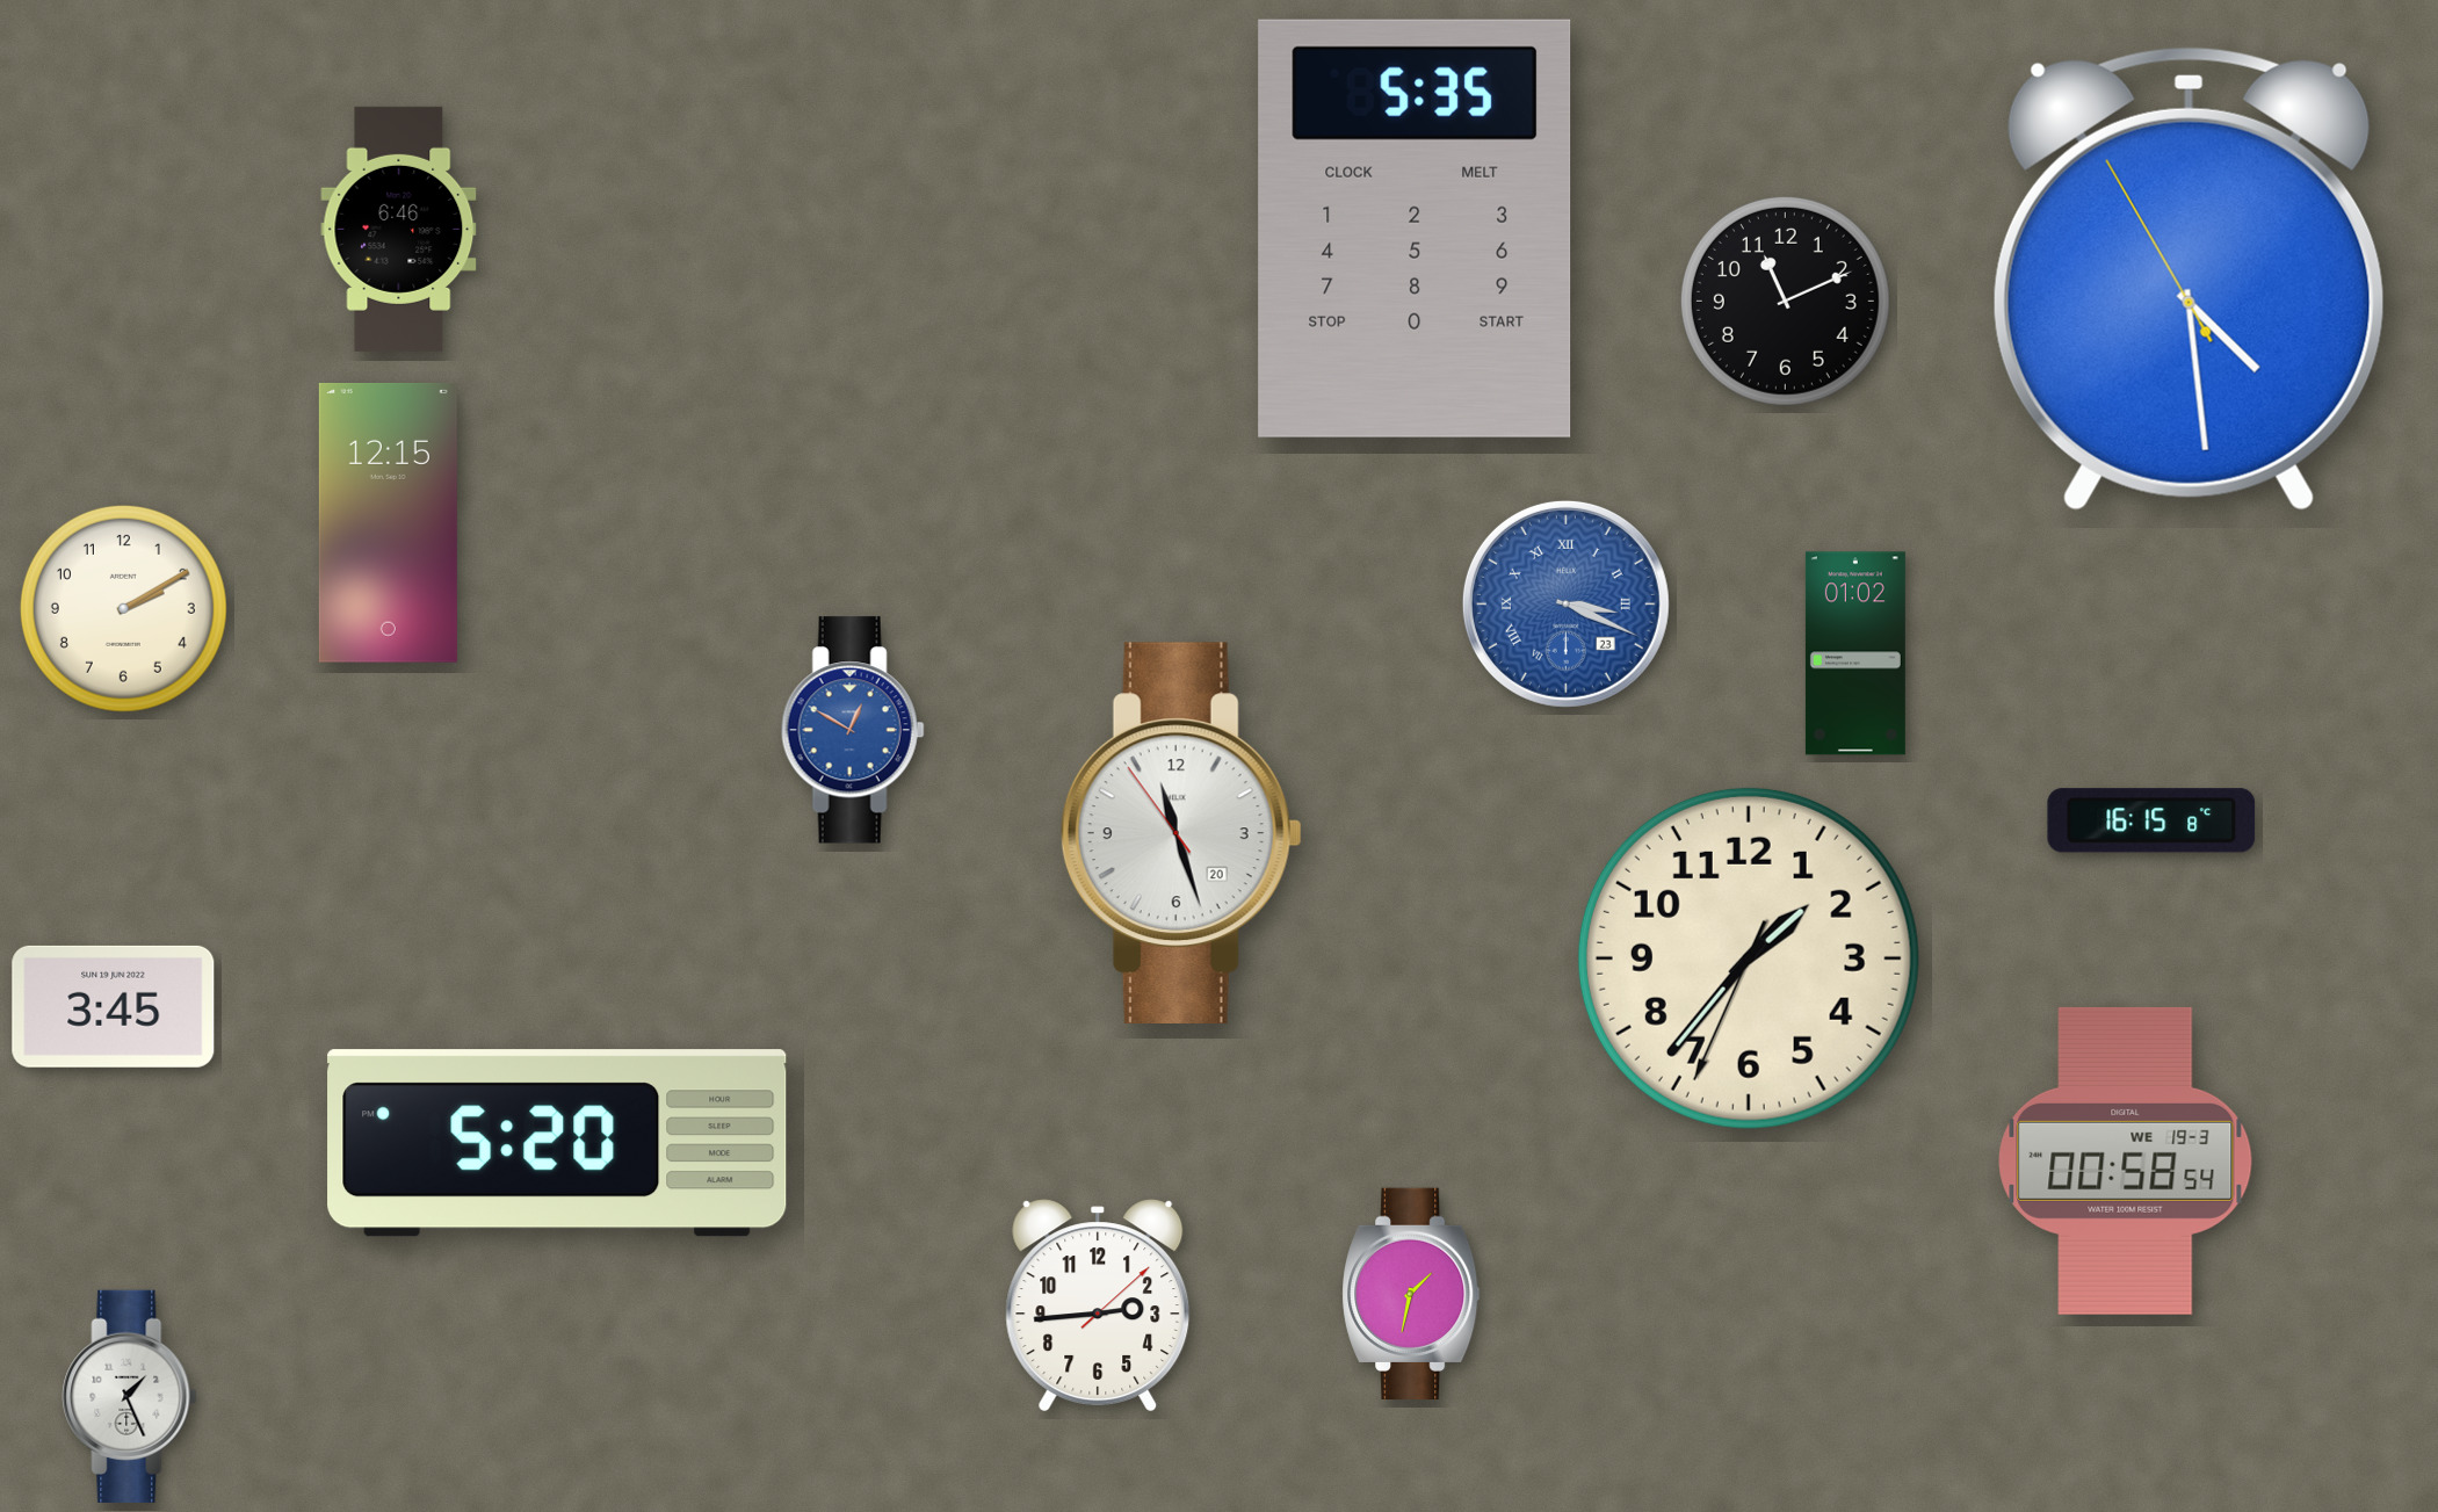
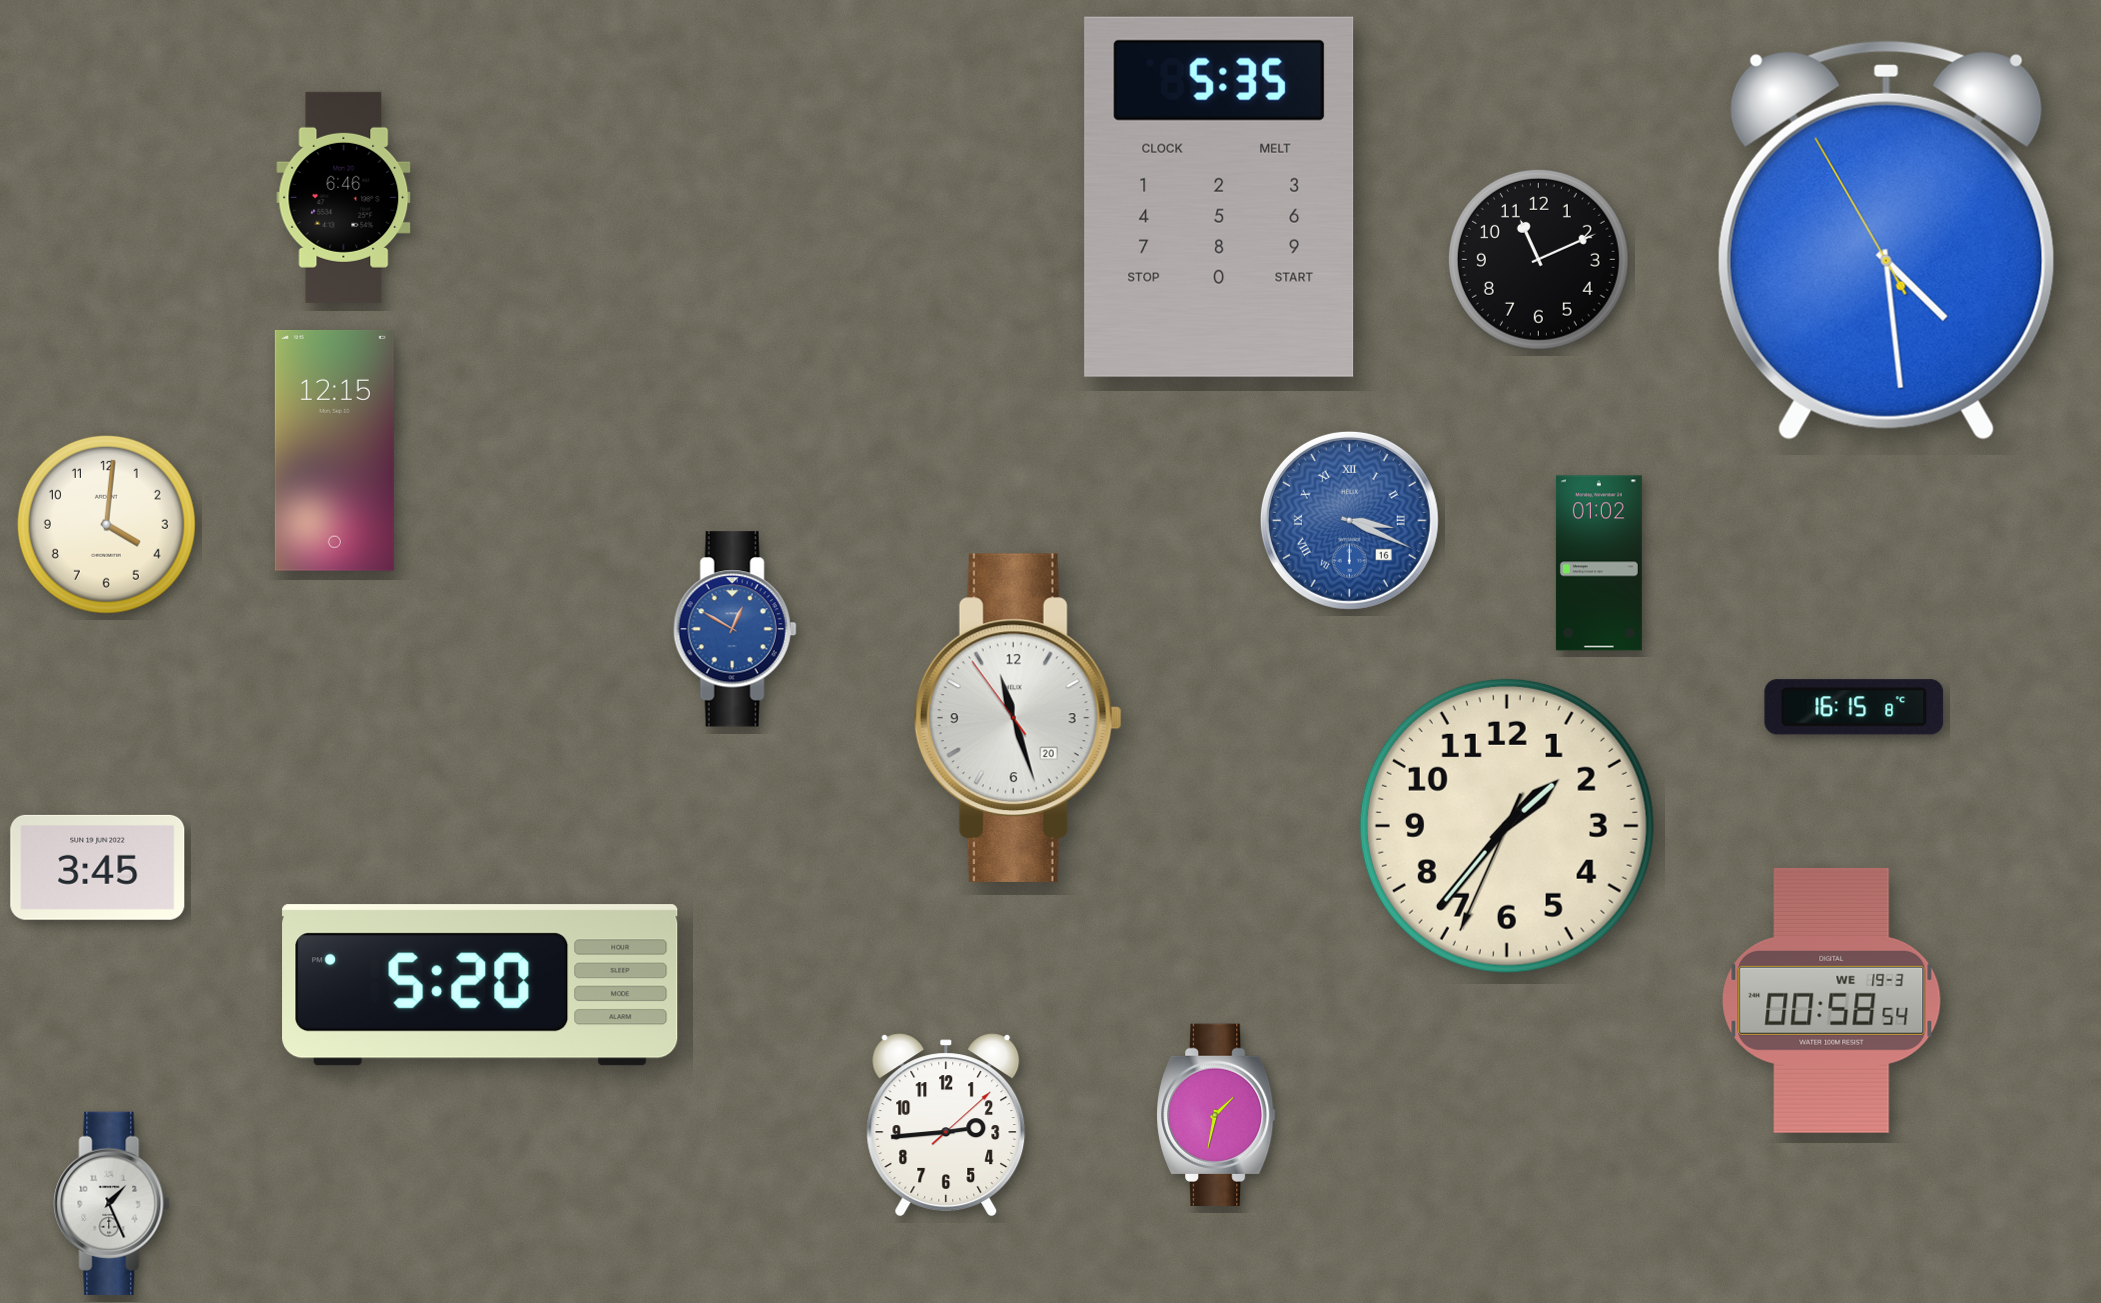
clock at (1565, 603) date: 23 -> 16
clock at (123, 608): 2:10 -> 4:01
